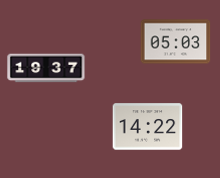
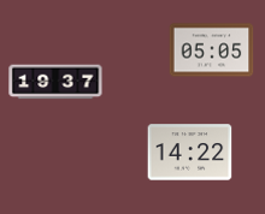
clock at (176, 42): 05:03 -> 05:05
clock at (148, 127) position: (148, 127) -> (190, 153)
